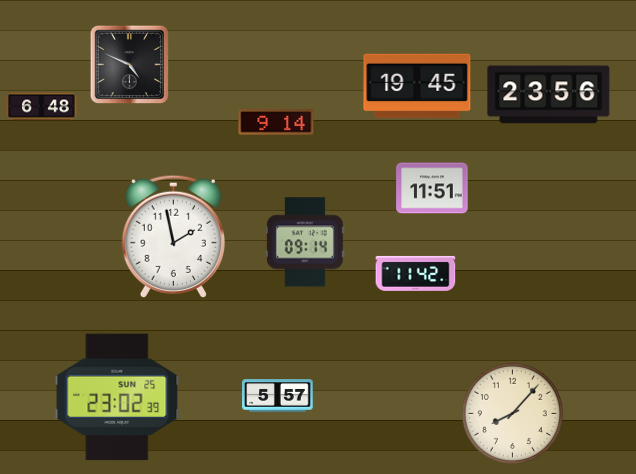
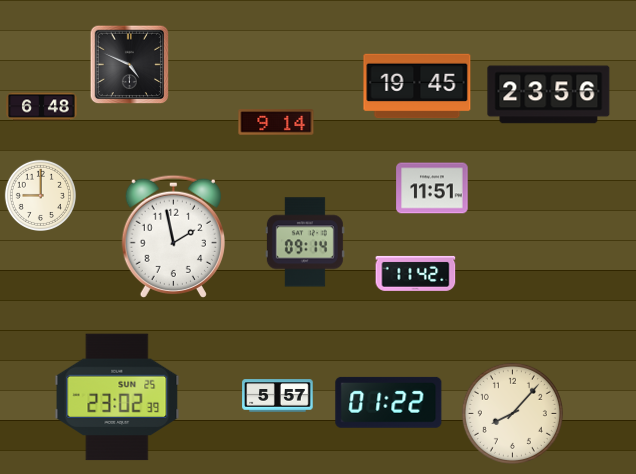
clock at (40, 195): none -> 9:00
clock at (389, 402): none -> 01:22
